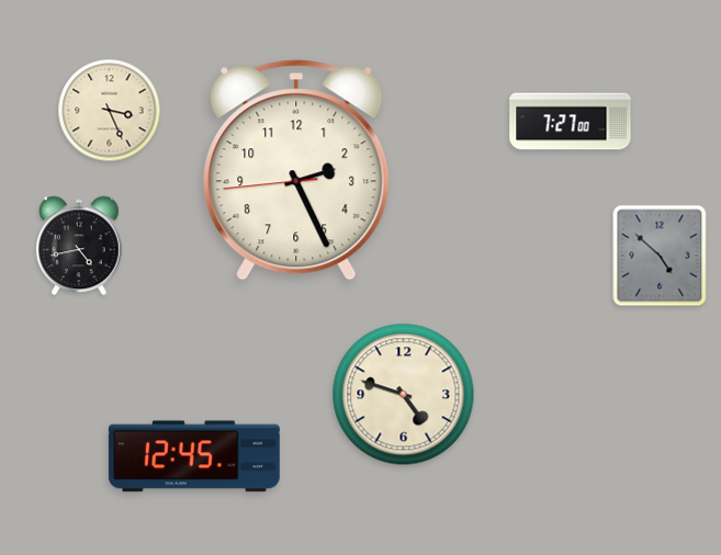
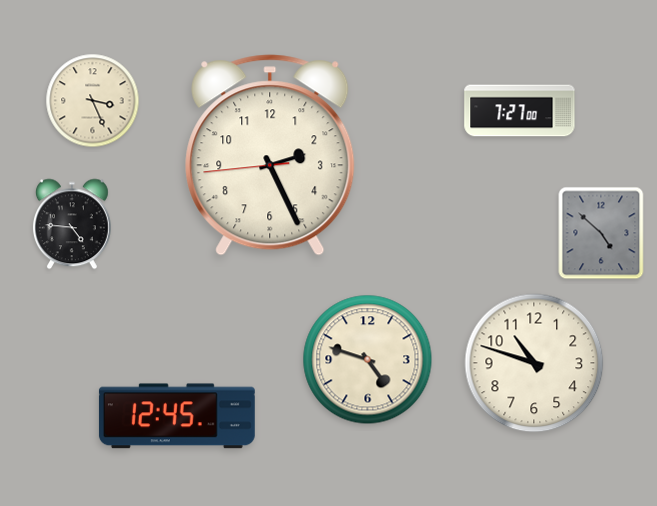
clock at (110, 111) position: (110, 111) -> (93, 101)
clock at (79, 246): 4:43 -> 4:46
clock at (534, 363): none -> 10:48
